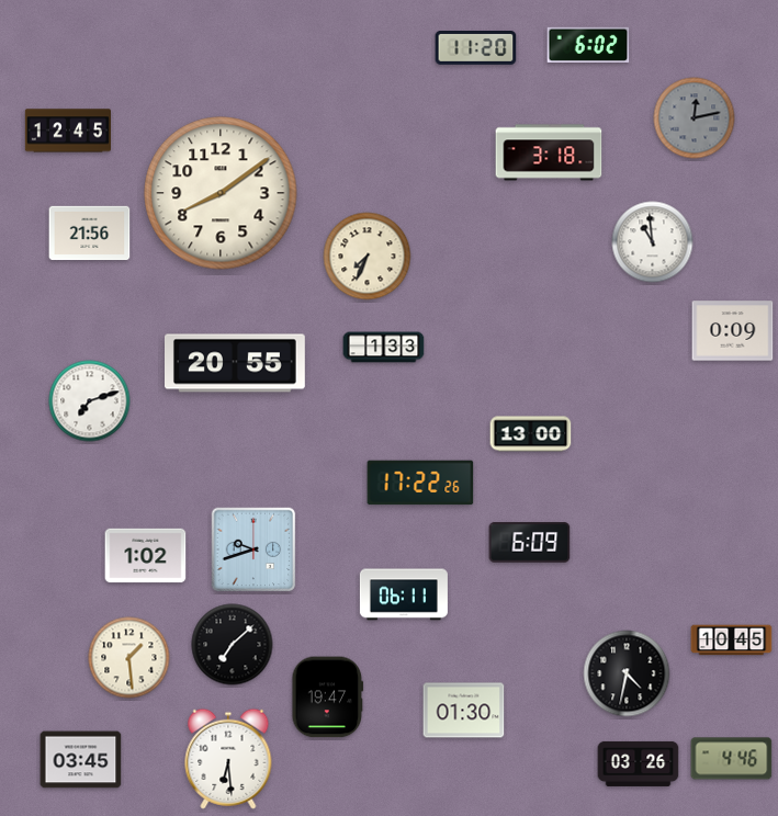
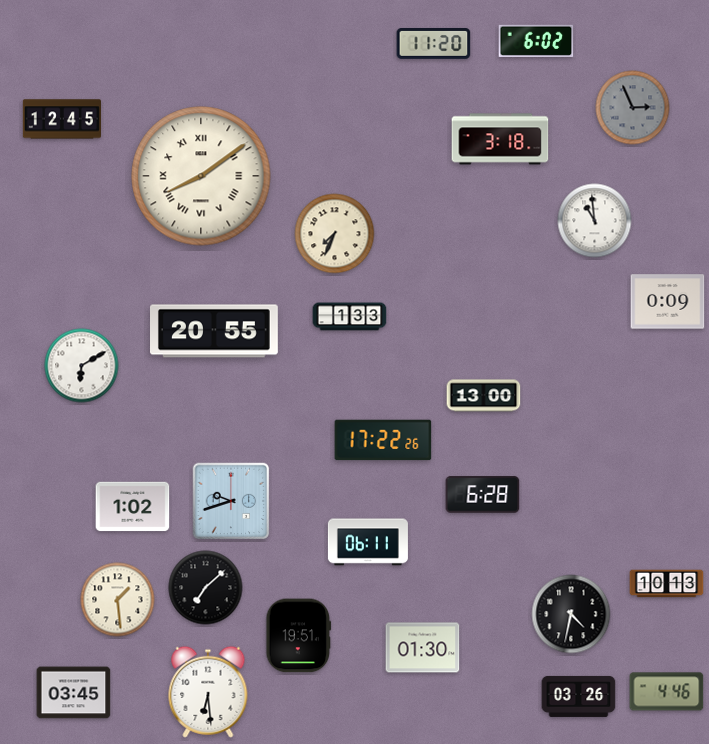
clock at (695, 118): 12:13 -> 2:56
clock at (221, 193) numerals: Arabic -> Roman
clock at (90, 234): 21:56 -> none
clock at (90, 401): 7:12 -> 6:10
clock at (530, 543): 6:09 -> 6:28
clock at (732, 641): 10:45 -> 10:13
clock at (233, 645) position: (233, 645) -> (206, 588)
clock at (328, 698): 19:47 -> 19:51
clock at (639, 763) position: (639, 763) -> (579, 696)
